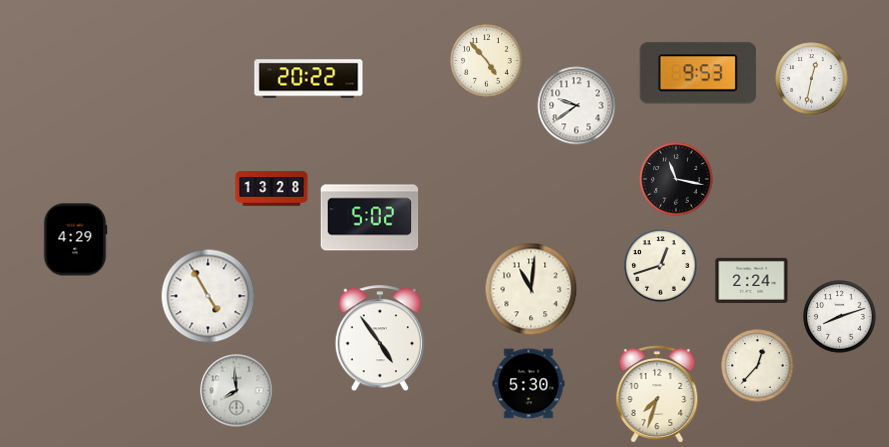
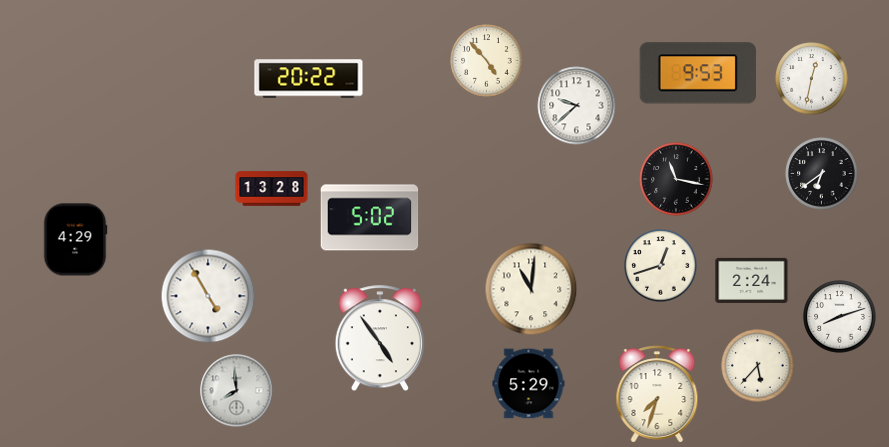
clock at (577, 106): 9:39 -> 9:38
clock at (822, 174): none -> 6:39
clock at (758, 366): 12:37 -> 5:37
clock at (529, 384): 5:30 -> 5:29
